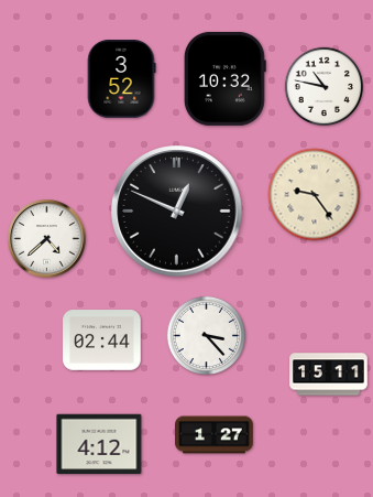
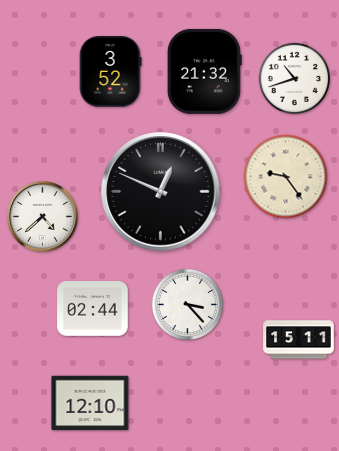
clock at (224, 78): 10:32 -> 21:32
clock at (323, 86): 10:47 -> 10:42
clock at (215, 435): 1:27 -> none
clock at (99, 444): 4:12 -> 12:10
